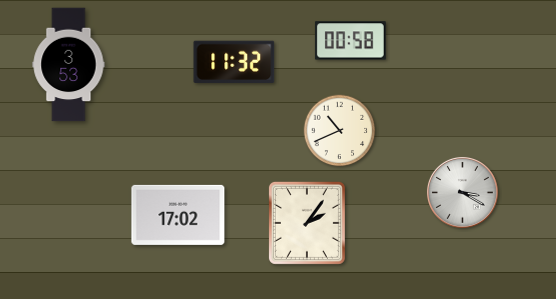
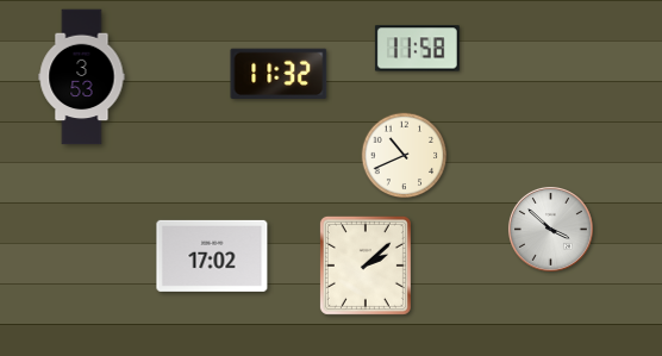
clock at (350, 41): 00:58 -> 11:58
clock at (462, 192): 3:20 -> 3:52
clock at (307, 223): 2:06 -> 2:08
